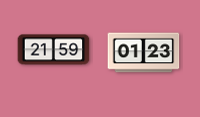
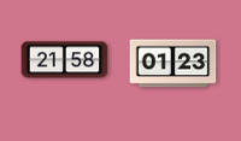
clock at (54, 50): 21:59 -> 21:58
